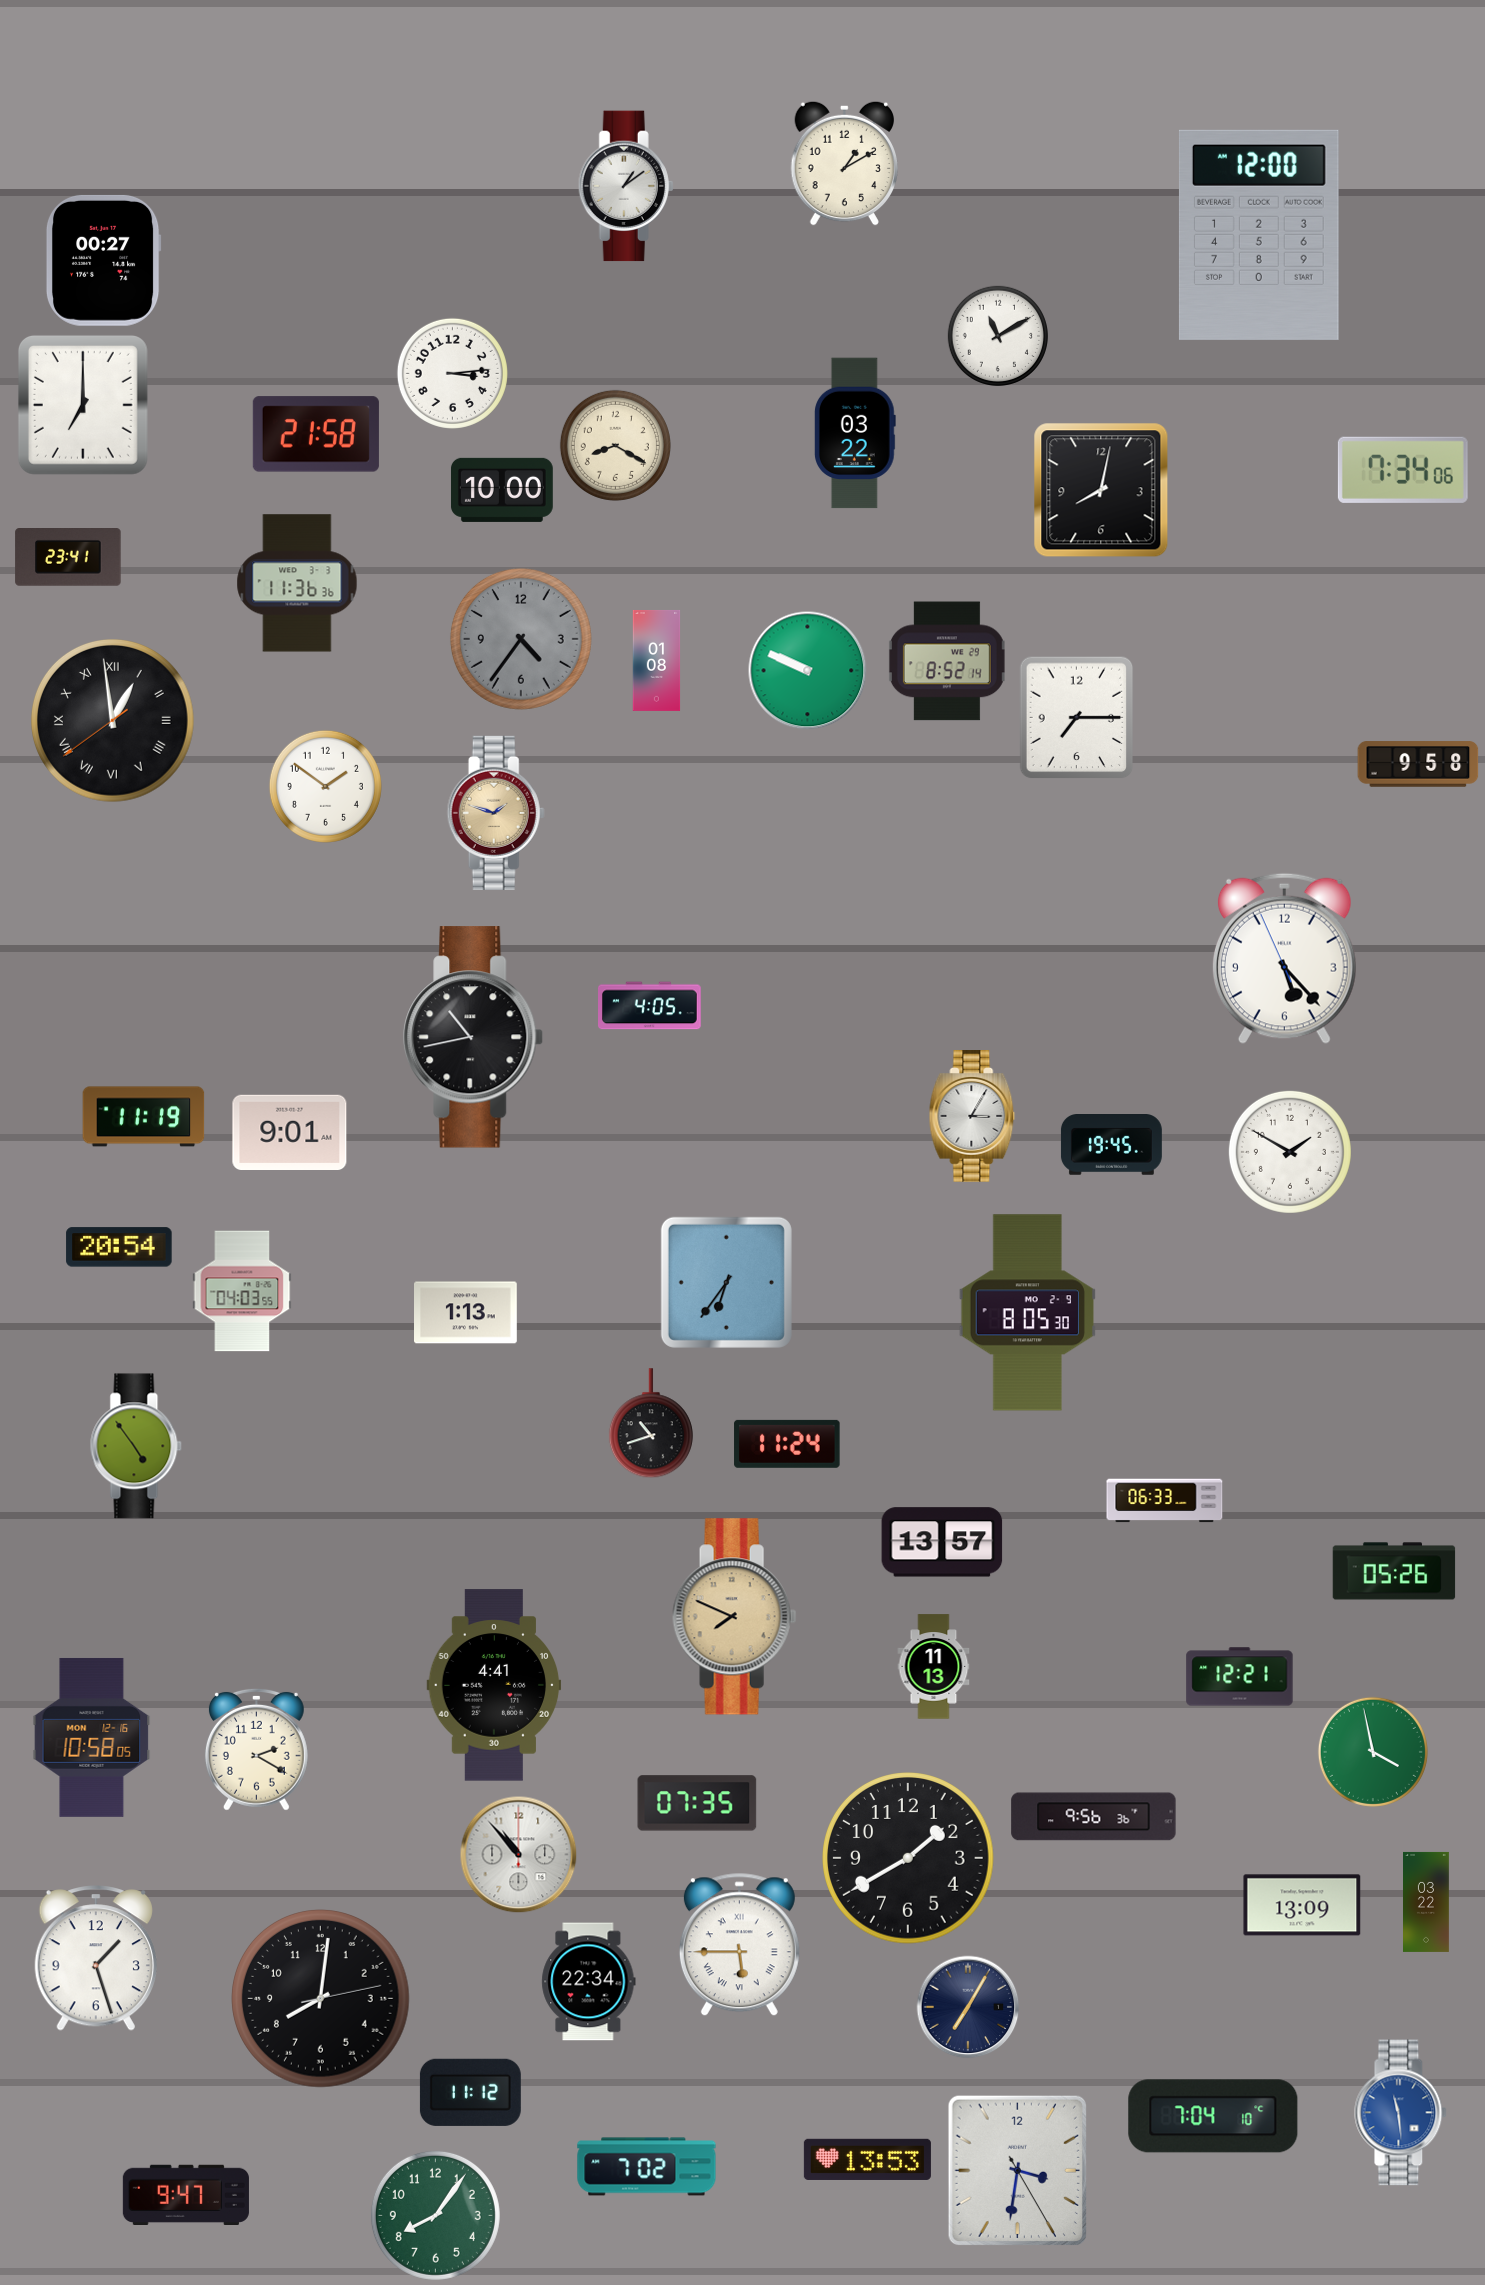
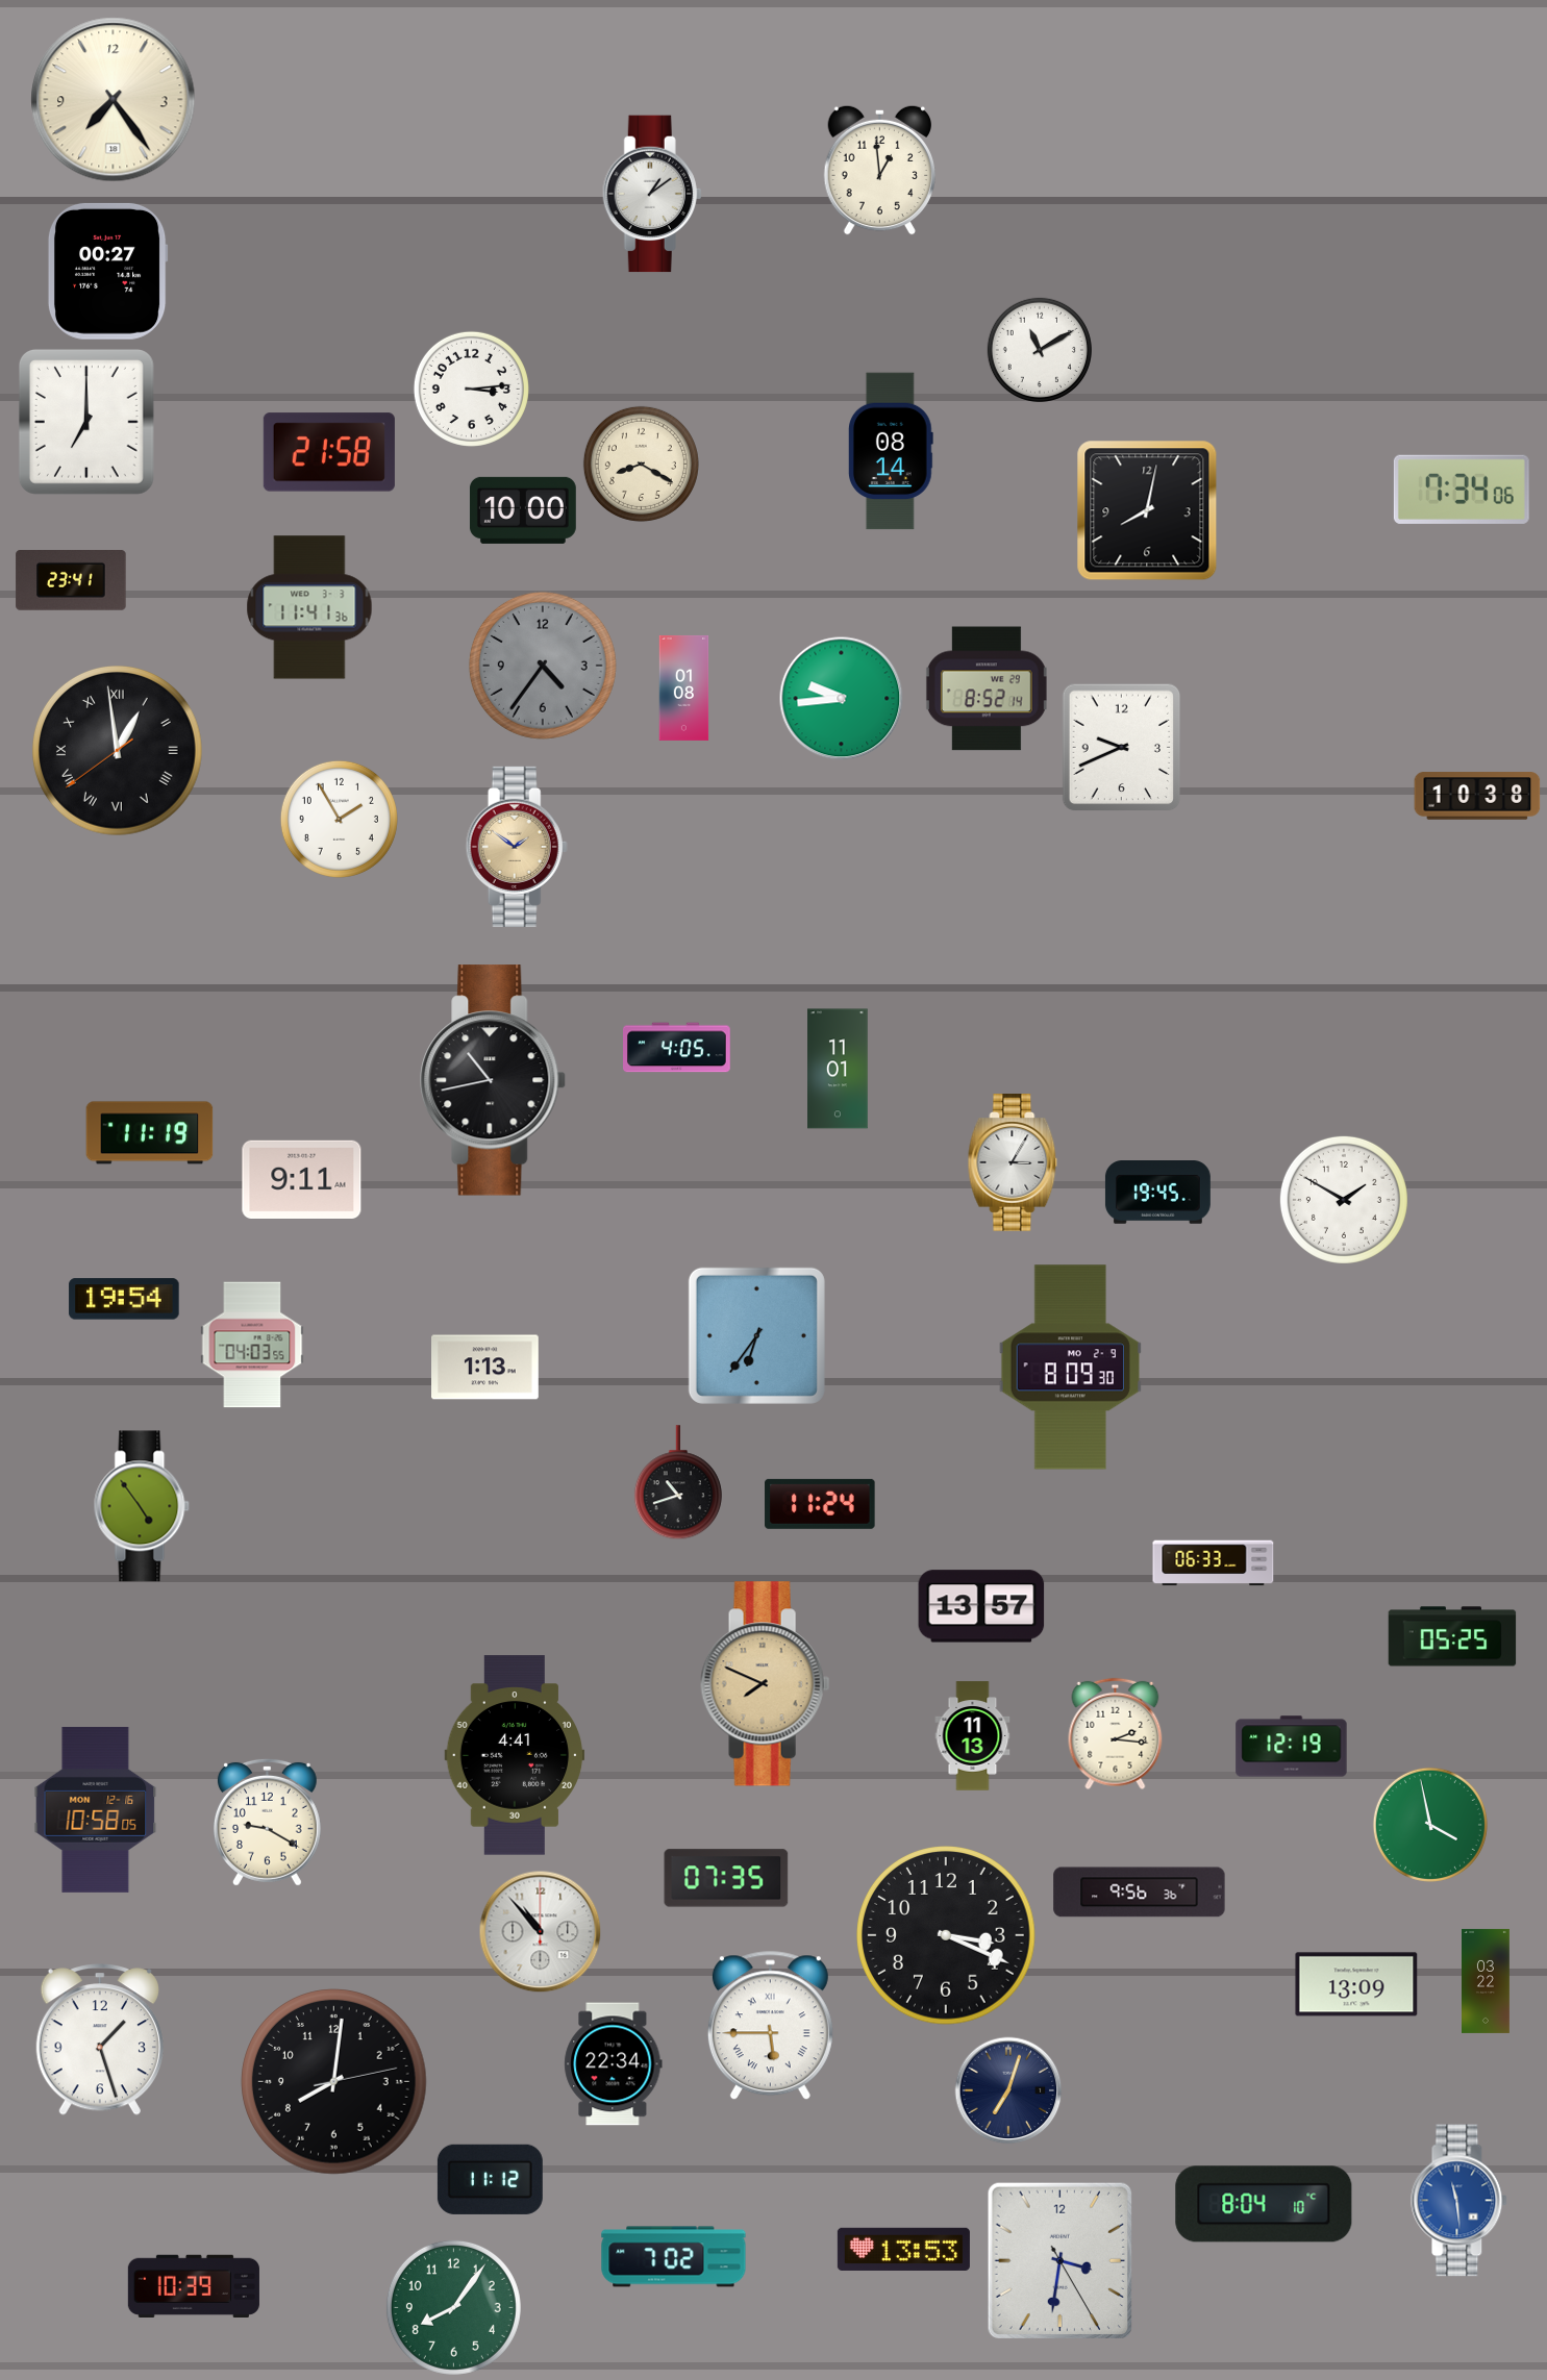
clock at (114, 100): none -> 7:24
clock at (844, 163): 1:10 -> 12:59
clock at (1259, 235): 12:00 -> none
clock at (855, 433): 03:22 -> 08:14
clock at (297, 583): 11:36 -> 11:41
clock at (808, 671): 9:49 -> 9:44
clock at (1077, 718): 7:15 -> 9:41
clock at (1418, 764): 9:58 -> 10:38
clock at (325, 786): 1:51 -> 1:55
clock at (496, 813): 1:48 -> 1:51
clock at (1284, 958): 5:22 -> none
clock at (838, 1069): none -> 11:01
clock at (144, 1117) position: (144, 1117) -> (150, 1133)
clock at (290, 1132): 9:01 -> 9:11
clock at (119, 1247): 20:54 -> 19:54
clock at (1027, 1313): 8:05 -> 8:09
clock at (1394, 1571): 05:26 -> 05:25
clock at (1116, 1734): none -> 2:16
clock at (1240, 1677): 12:21 -> 12:19
clock at (256, 1749): 2:20 -> 9:20
clock at (909, 1859): 1:40 -> 3:19
clock at (968, 2007): 7:05 -> 7:03
clock at (1213, 2116): 7:04 -> 8:04
clock at (186, 2194): 9:47 -> 10:39
